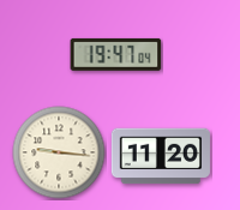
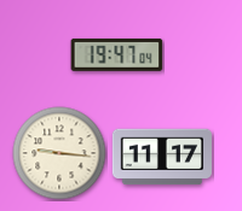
clock at (160, 156): 11:20 -> 11:17
